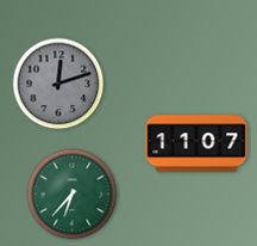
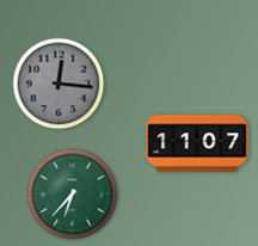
clock at (58, 84): 12:12 -> 12:16
